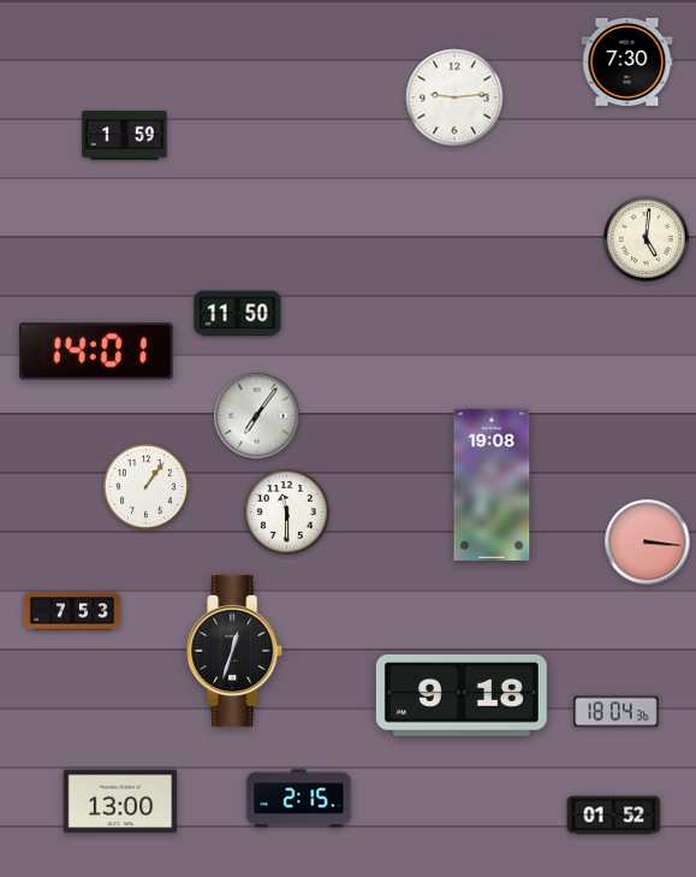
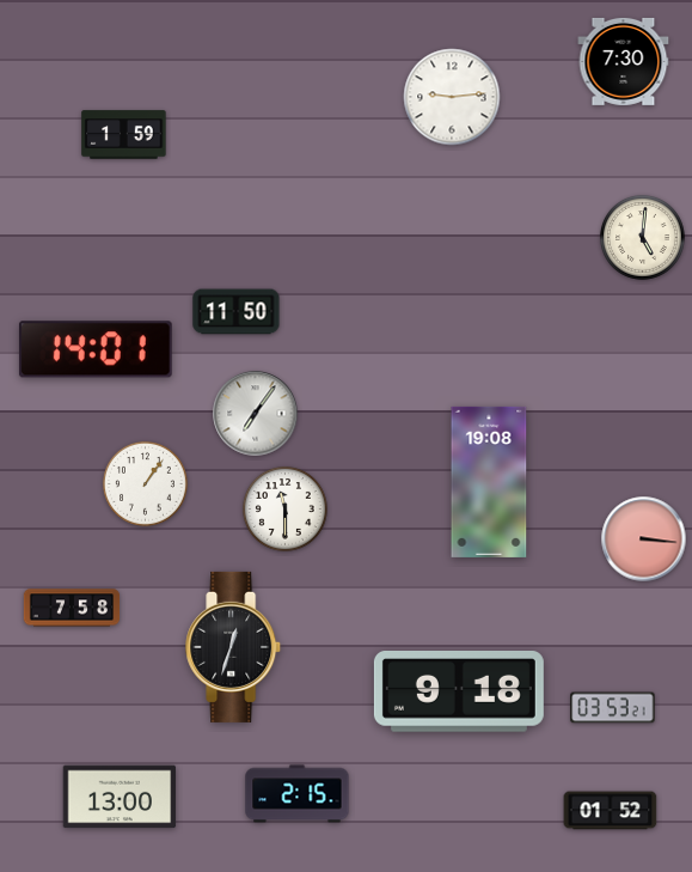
clock at (72, 611): 7:53 -> 7:58
clock at (617, 712): 18:04 -> 03:53
